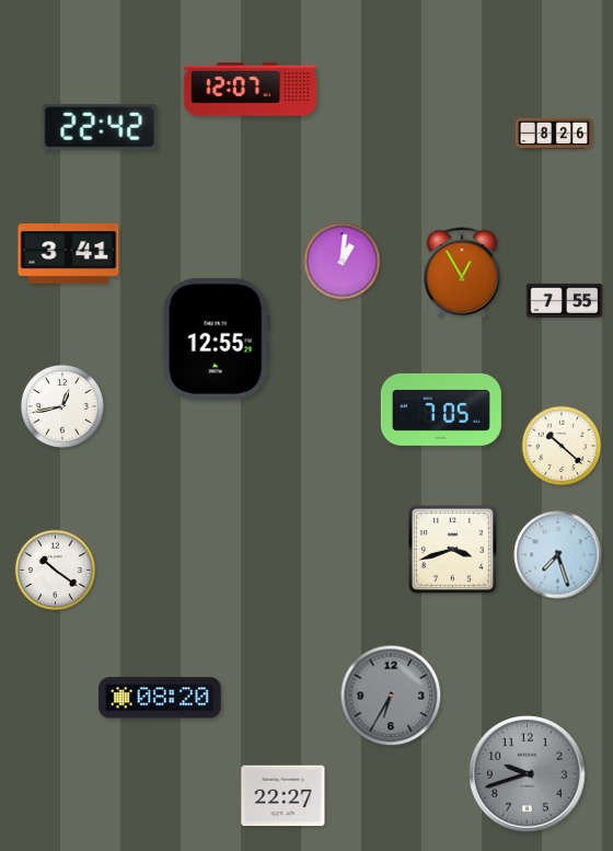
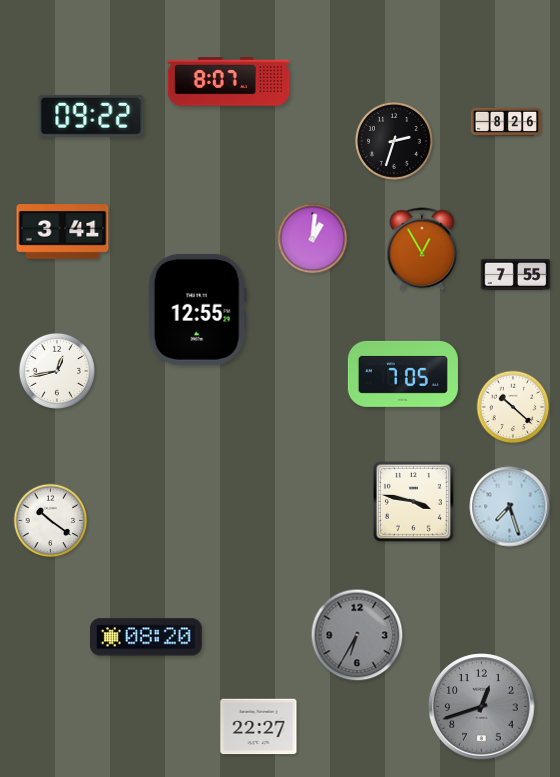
clock at (251, 90): 12:07 -> 8:07
clock at (100, 127): 22:42 -> 09:22
clock at (394, 141): none -> 2:33
clock at (452, 549): 3:42 -> 3:47
clock at (528, 774): 9:42 -> 12:42
